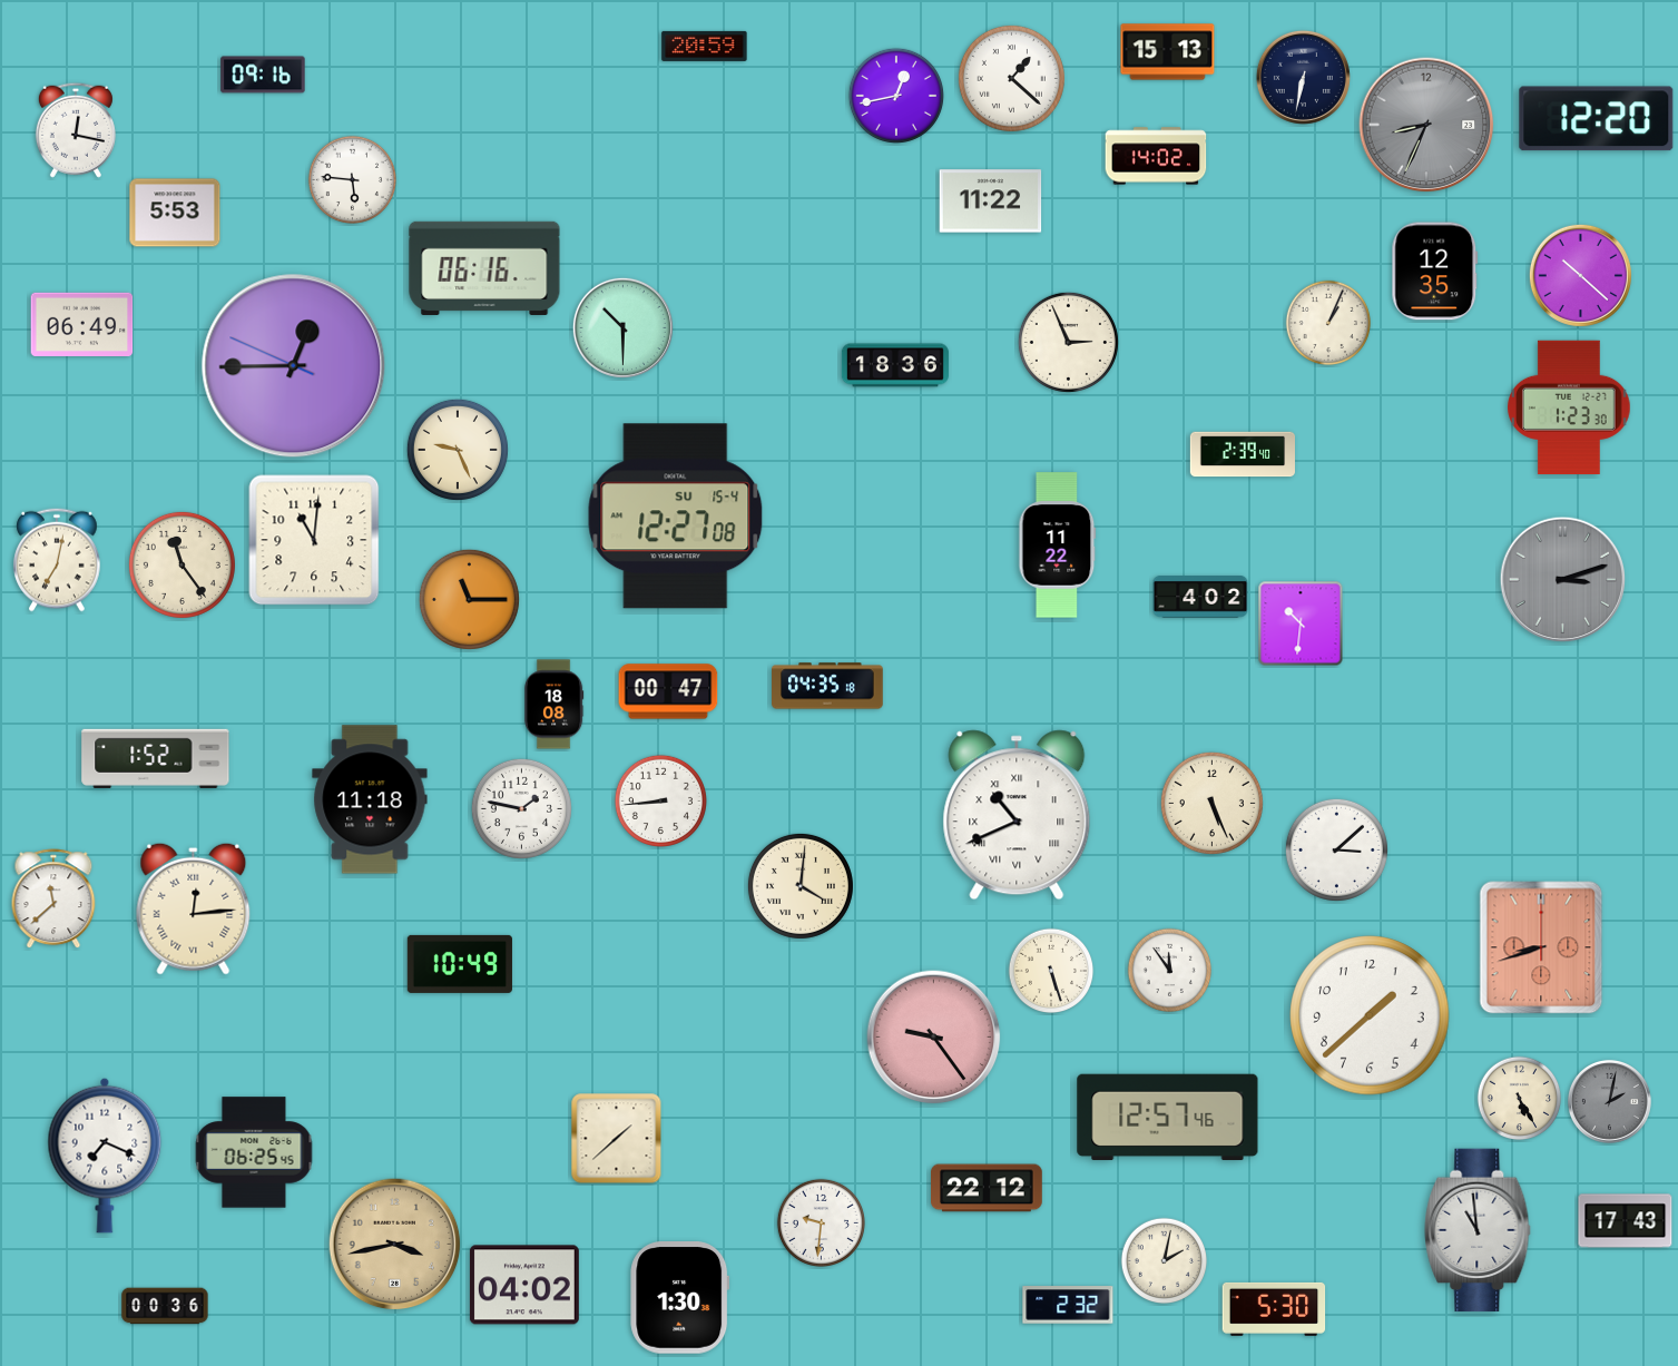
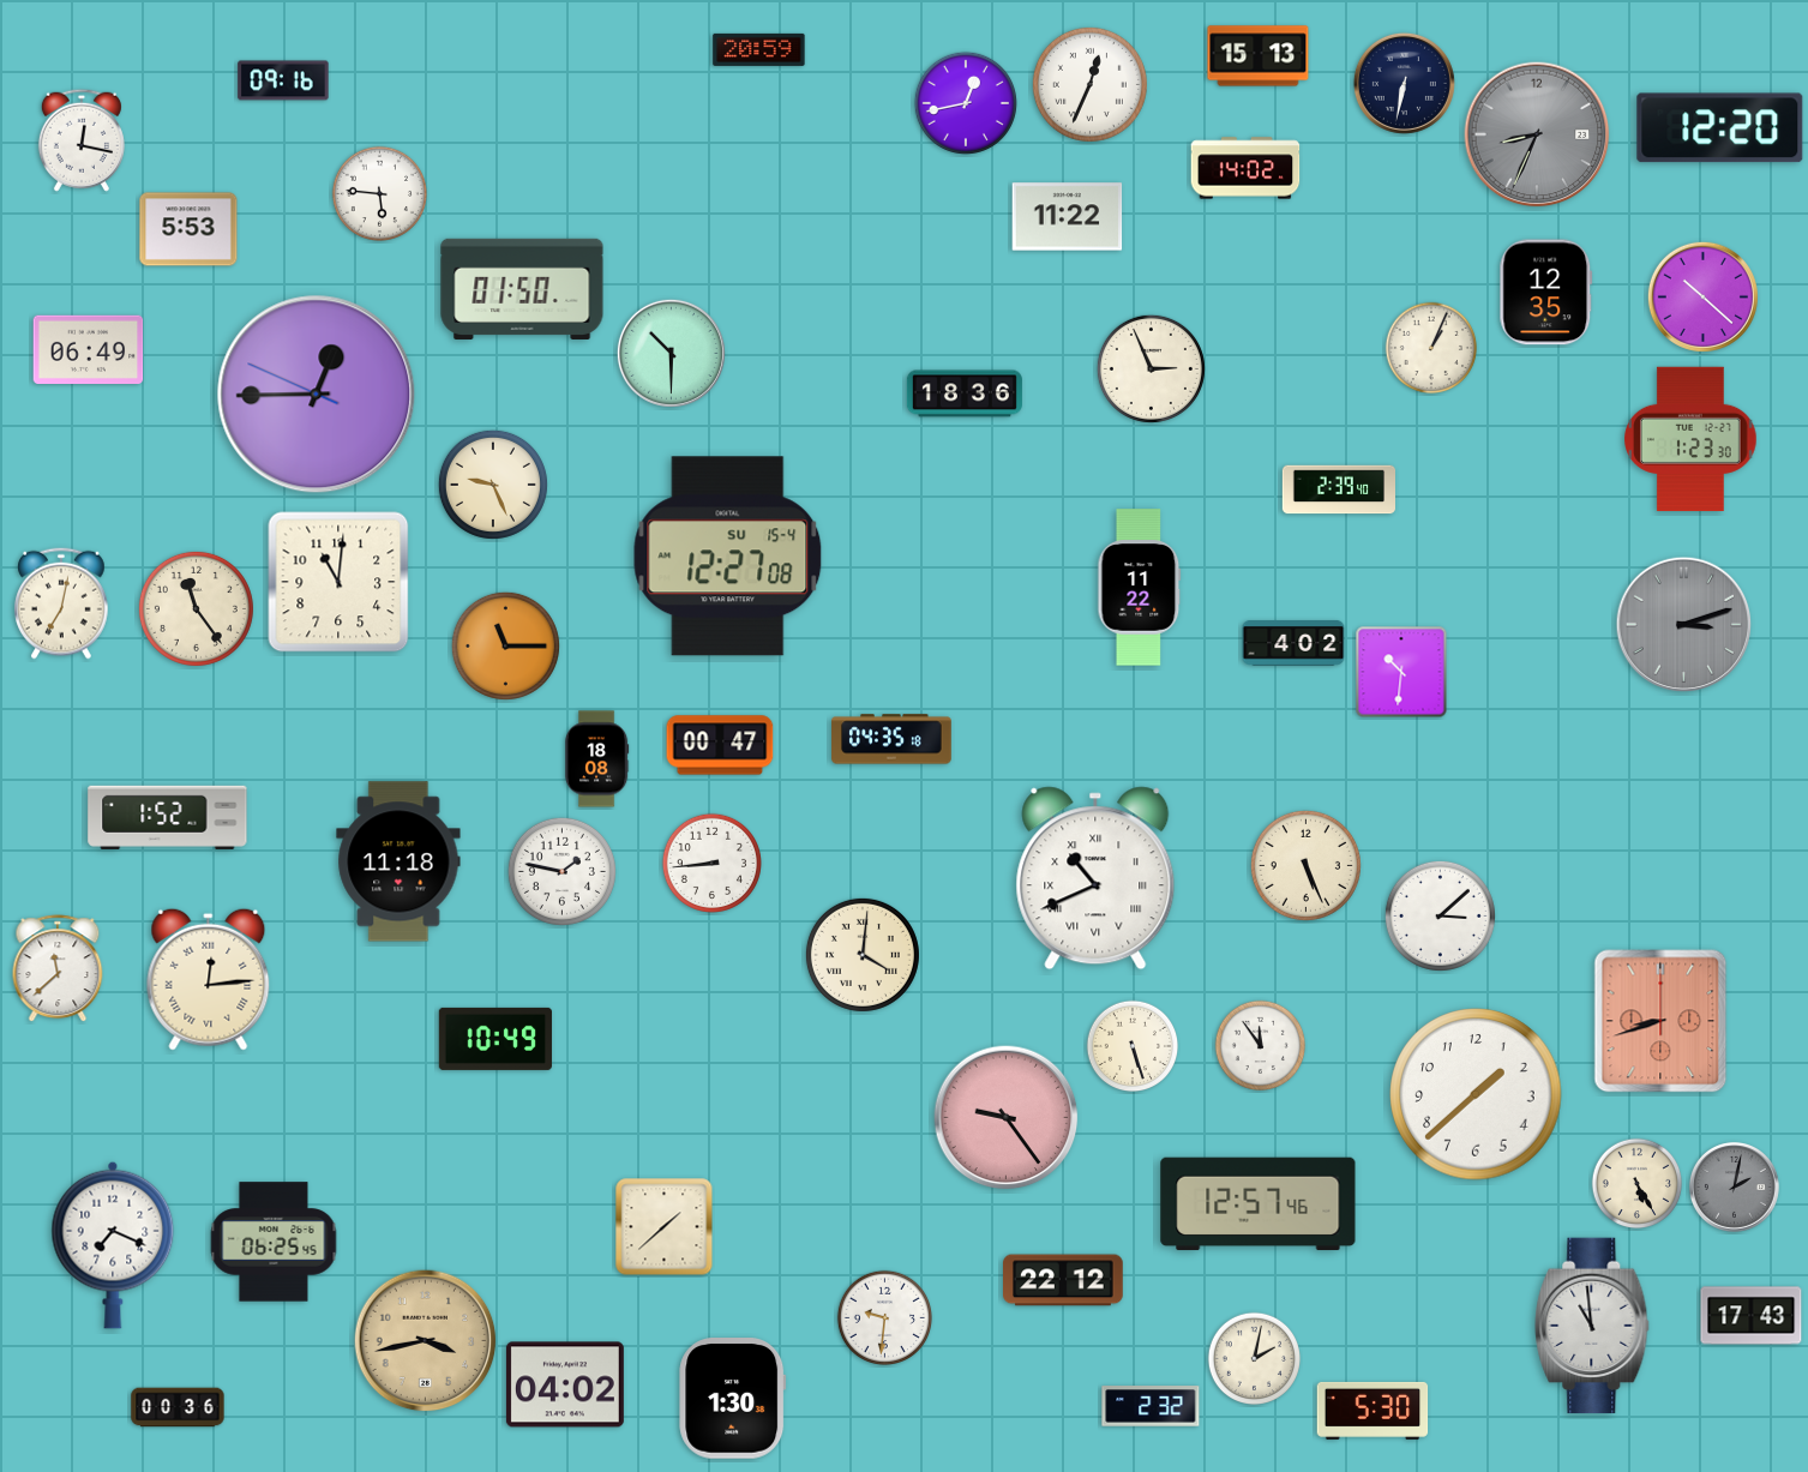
clock at (1011, 78): 1:22 -> 12:34
clock at (484, 268): 06:16 -> 01:50
